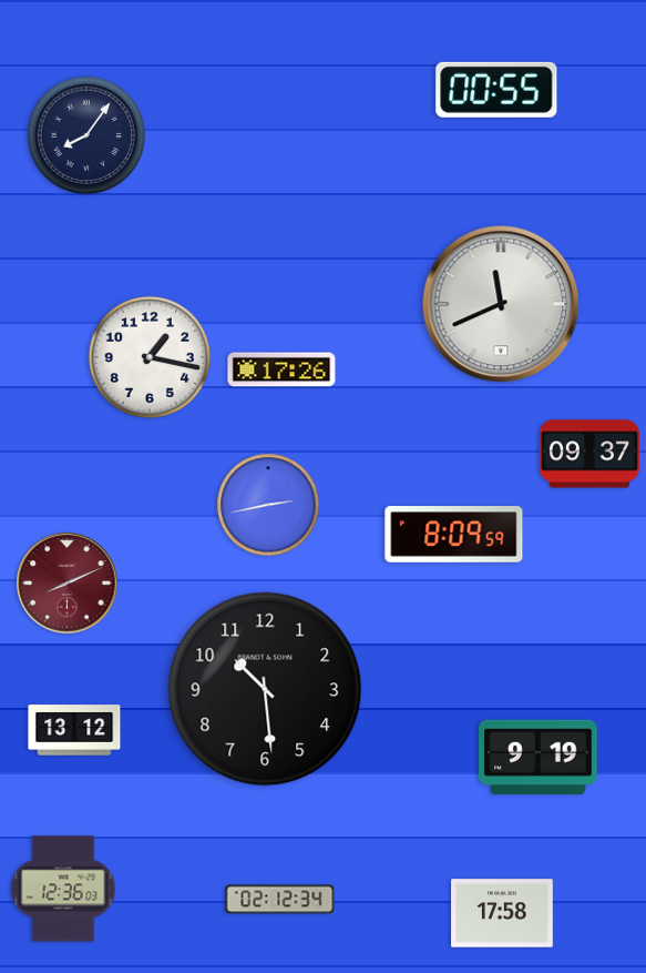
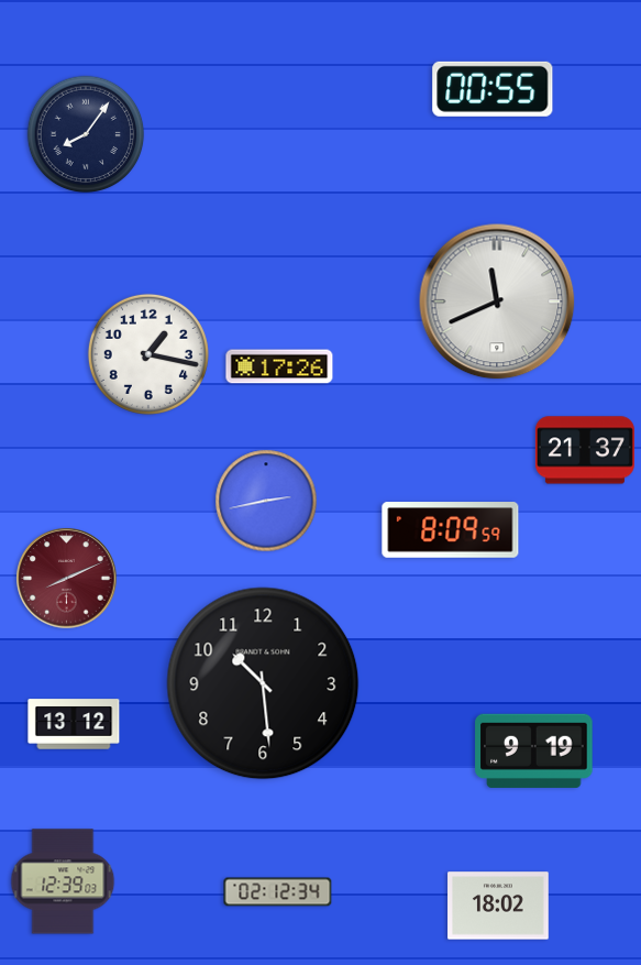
clock at (589, 454): 09:37 -> 21:37
clock at (63, 889): 12:36 -> 12:39
clock at (502, 913): 17:58 -> 18:02
